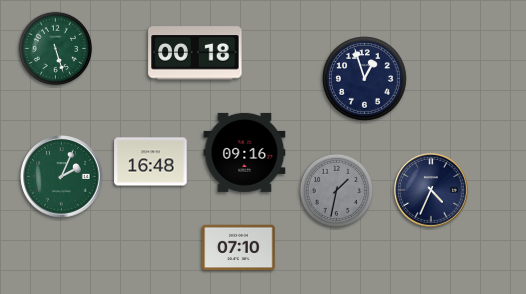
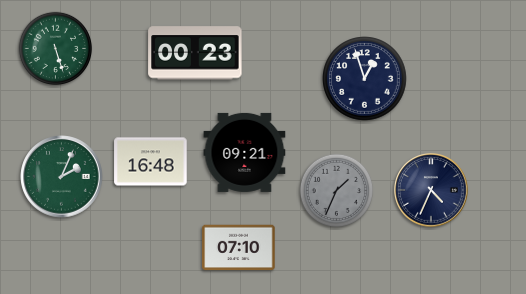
clock at (195, 53): 00:18 -> 00:23
clock at (245, 152): 09:16 -> 09:21
clock at (337, 191): 1:32 -> 1:34
